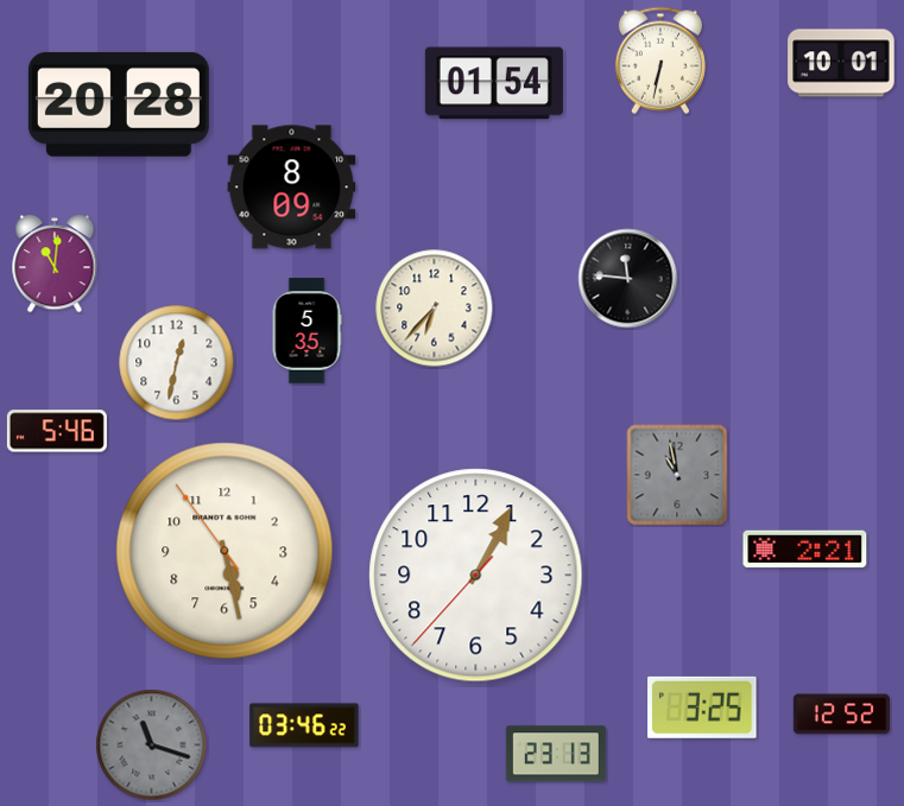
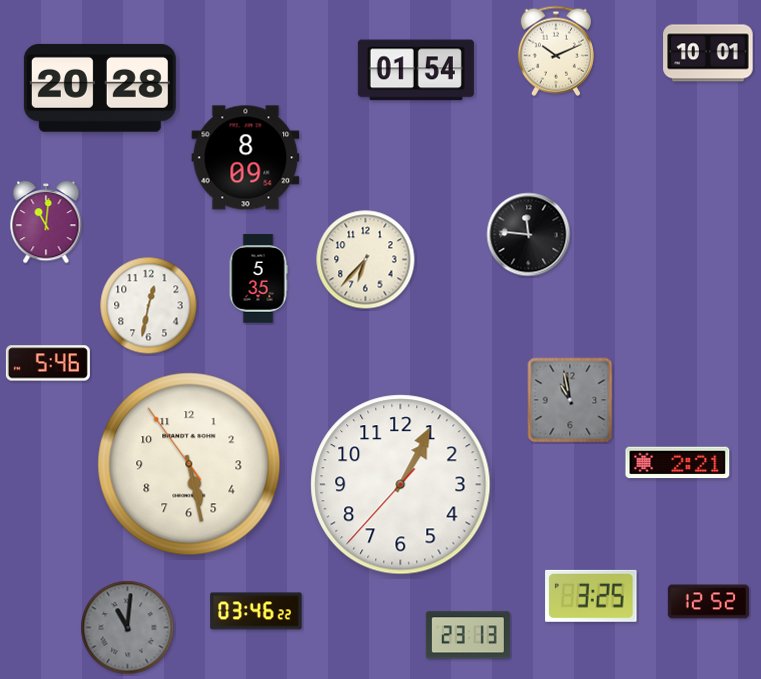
clock at (660, 61): 6:32 -> 10:11
clock at (152, 745): 11:18 -> 11:01
